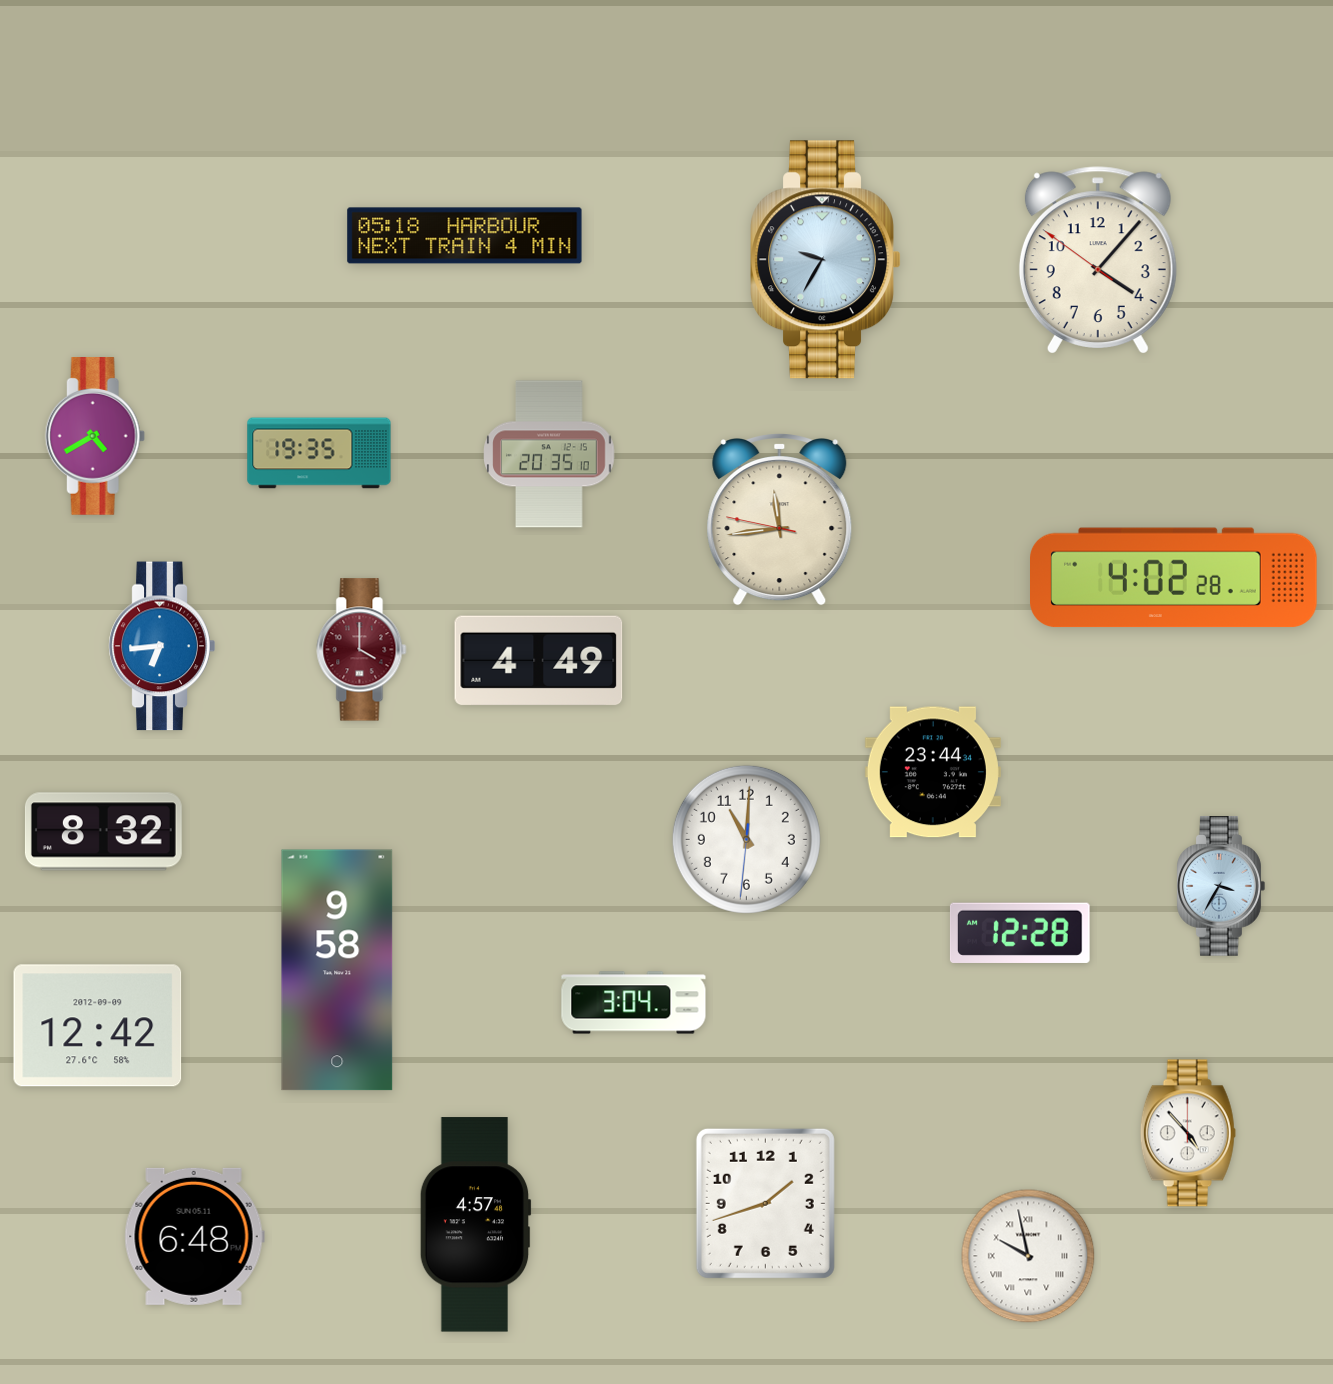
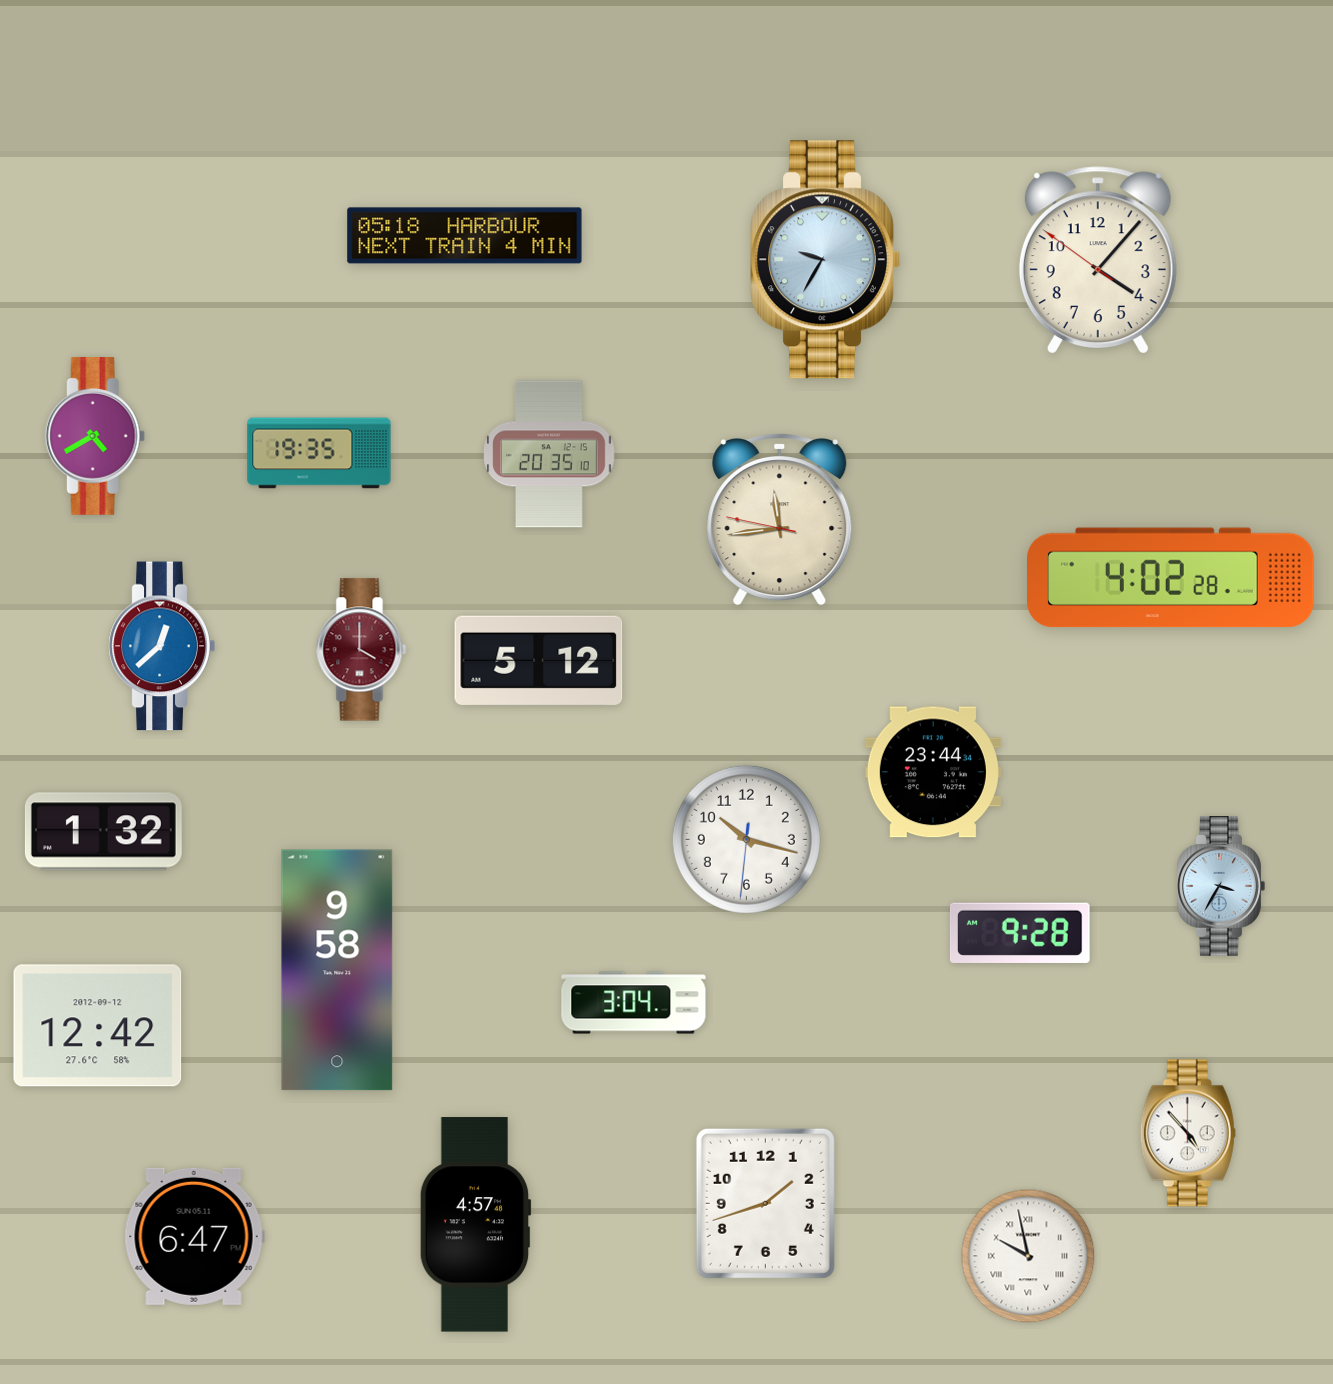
clock at (1174, 578) position: (1174, 578) -> (1171, 578)
clock at (162, 646): 6:44 -> 12:38
clock at (539, 661): 4:49 -> 5:12
clock at (103, 832): 8:32 -> 1:32
clock at (746, 839): 11:00 -> 10:17
clock at (1020, 933): 12:28 -> 9:28
clock at (98, 1026) date: 2012-09-09 -> 2012-09-12
clock at (194, 1236): 6:48 -> 6:47
